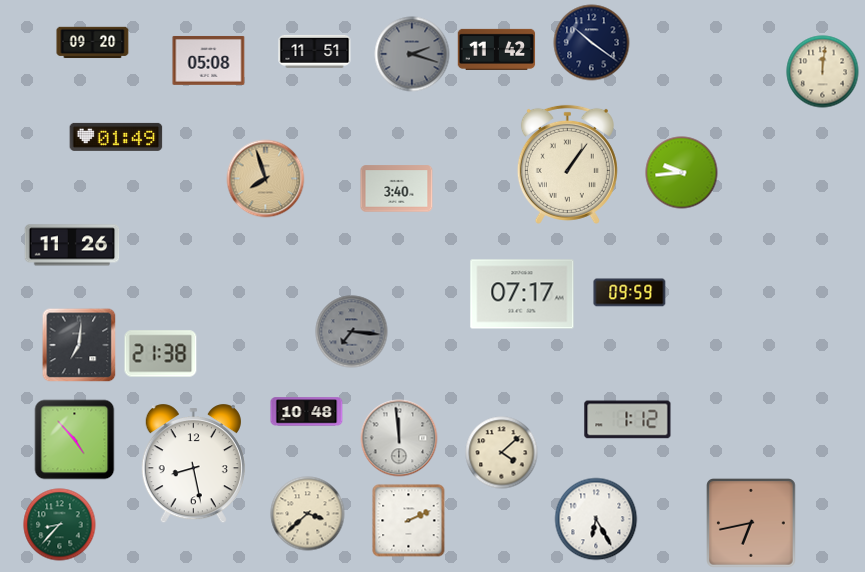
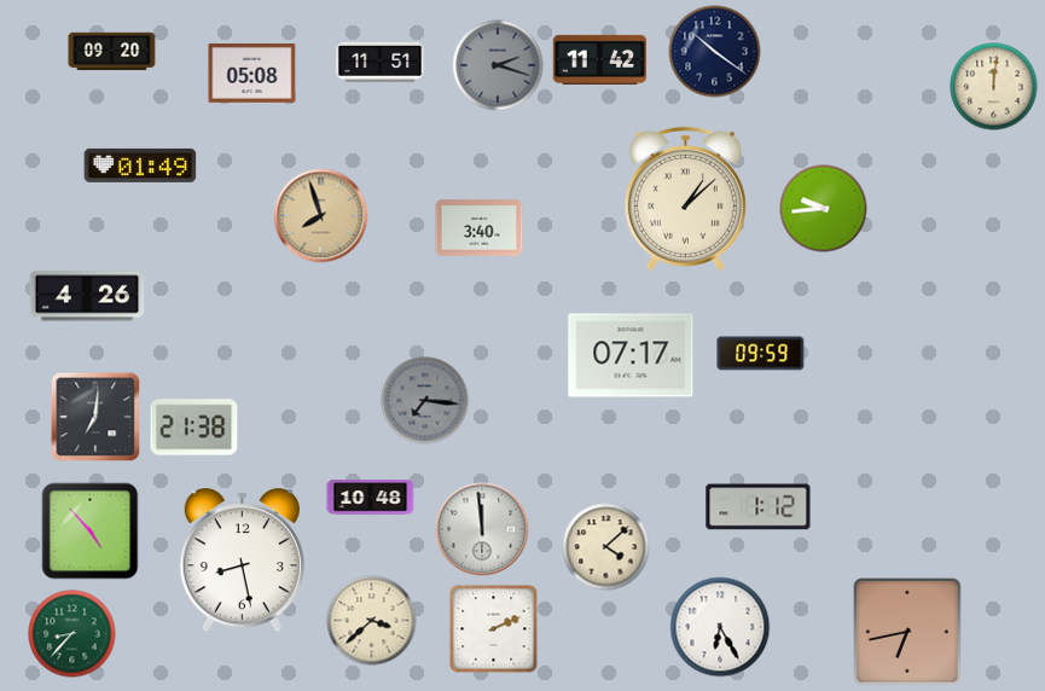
clock at (567, 164): 1:06 -> 1:08
clock at (72, 245): 11:26 -> 4:26
clock at (193, 464) position: (193, 464) -> (242, 561)
